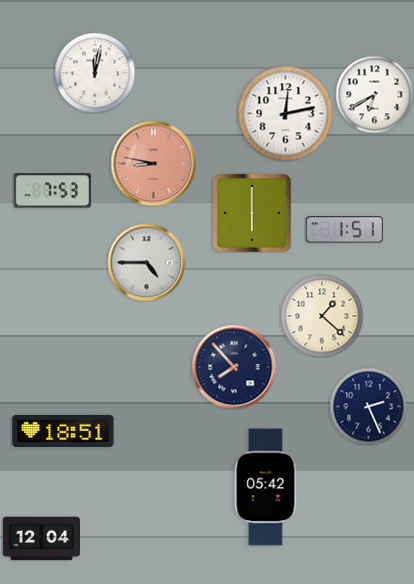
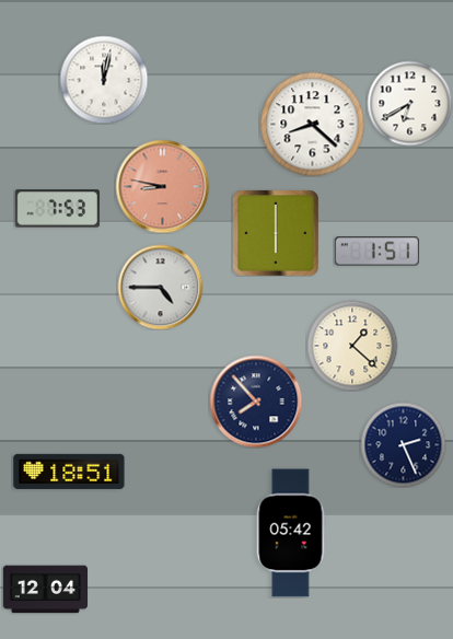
clock at (285, 113): 12:13 -> 8:22
clock at (153, 163) position: (153, 163) -> (162, 186)
